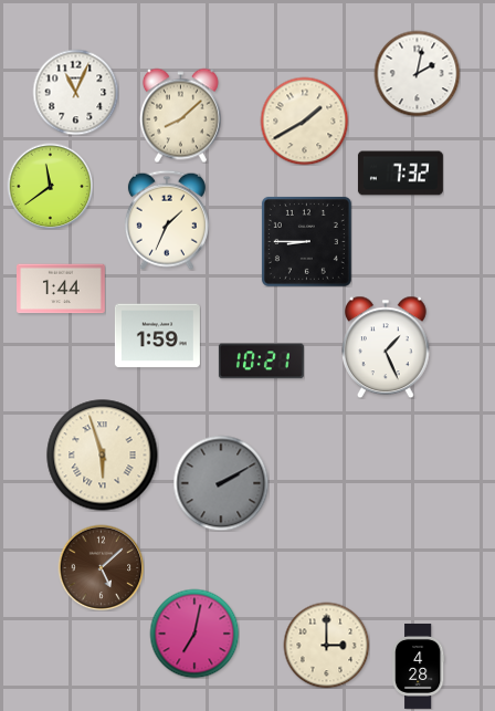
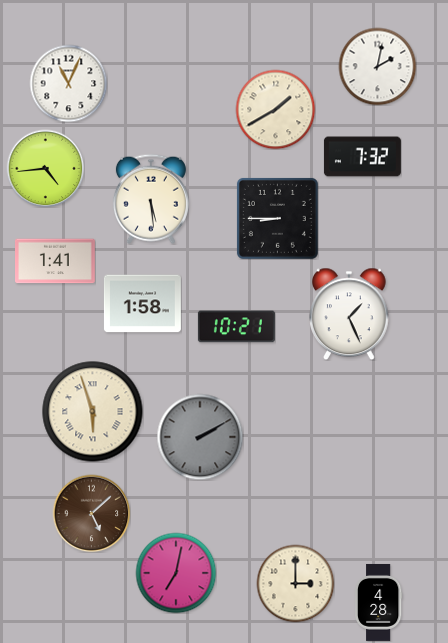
clock at (180, 115): 8:08 -> none
clock at (50, 186): 11:39 -> 4:44
clock at (167, 220): 1:34 -> 5:29
clock at (62, 289): 1:44 -> 1:41
clock at (157, 336): 1:59 -> 1:58
